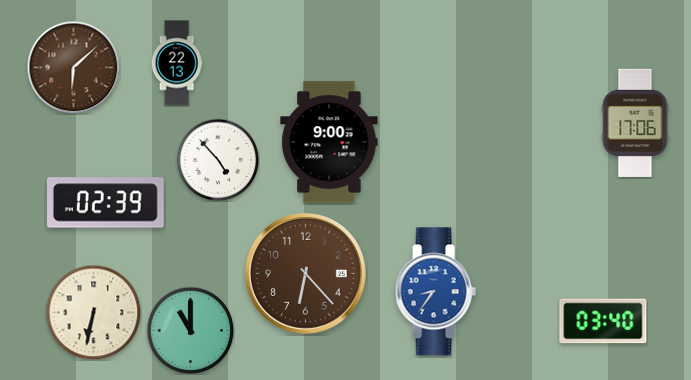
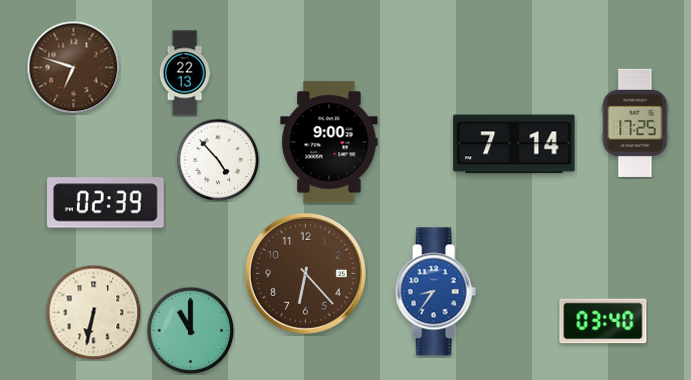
clock at (177, 63) position: (177, 63) -> (185, 73)
clock at (73, 67): 6:08 -> 6:48
clock at (635, 123): 17:06 -> 17:25
clock at (514, 144): none -> 7:14
